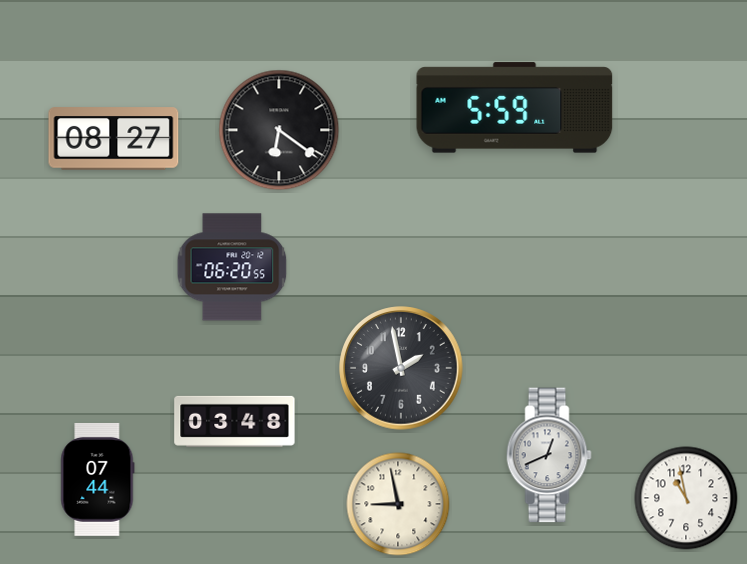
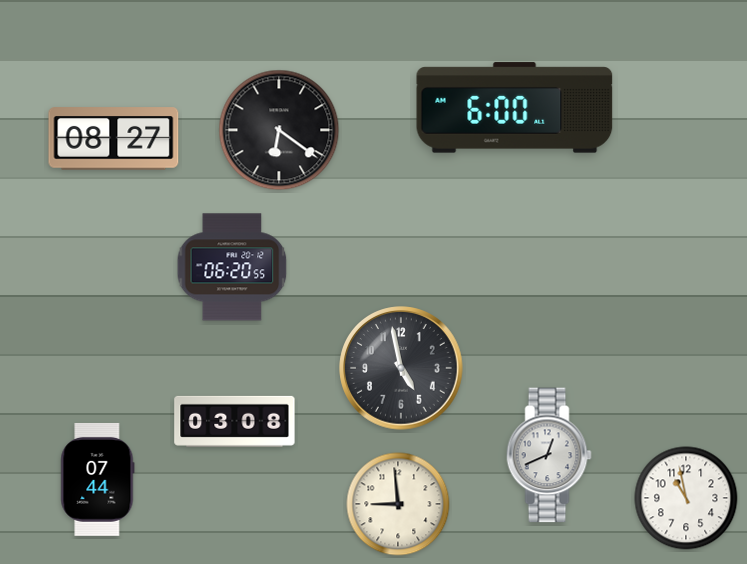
clock at (515, 108): 5:59 -> 6:00
clock at (401, 368): 1:58 -> 4:58
clock at (235, 421): 03:48 -> 03:08
clock at (398, 504): 8:58 -> 8:59
